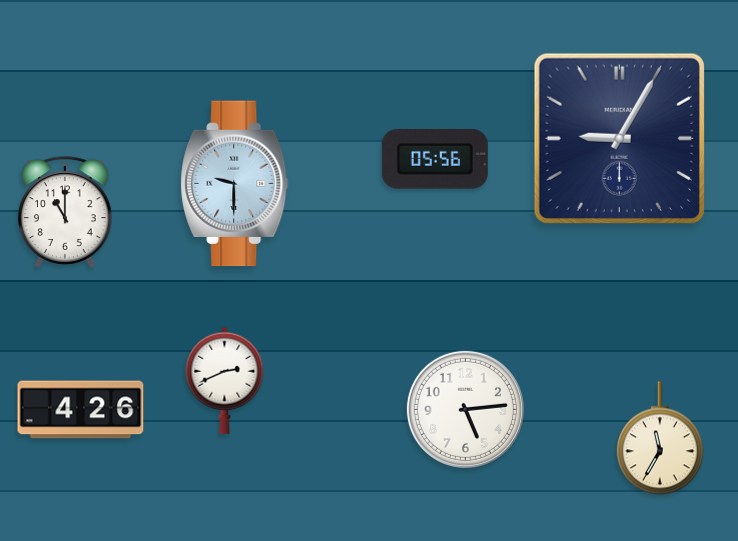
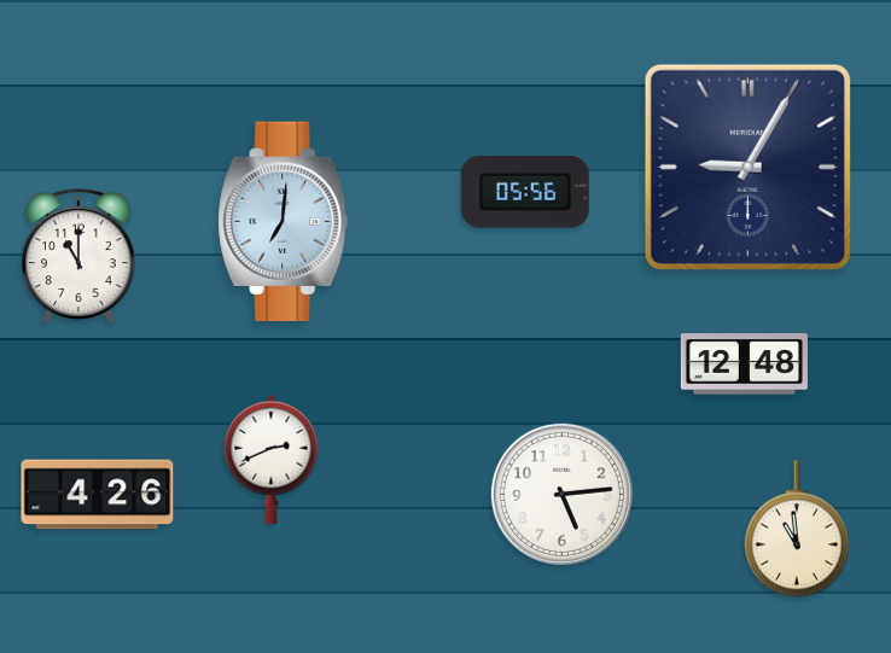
clock at (235, 184): 9:30 -> 7:01
clock at (744, 365): none -> 12:48
clock at (660, 438): 11:35 -> 10:59
